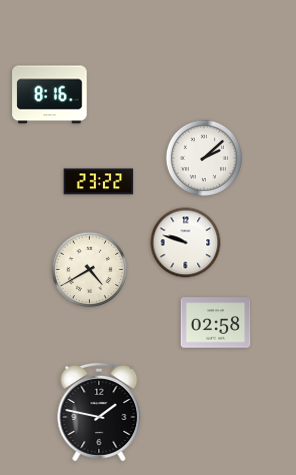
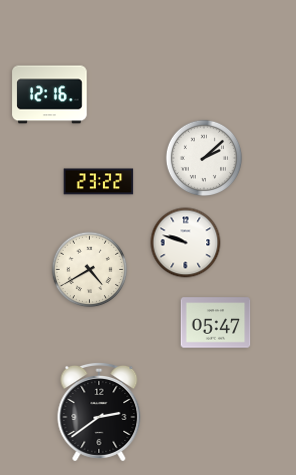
clock at (50, 95): 8:16 -> 12:16
clock at (216, 323): 02:58 -> 05:47
clock at (99, 412): 1:47 -> 2:39
